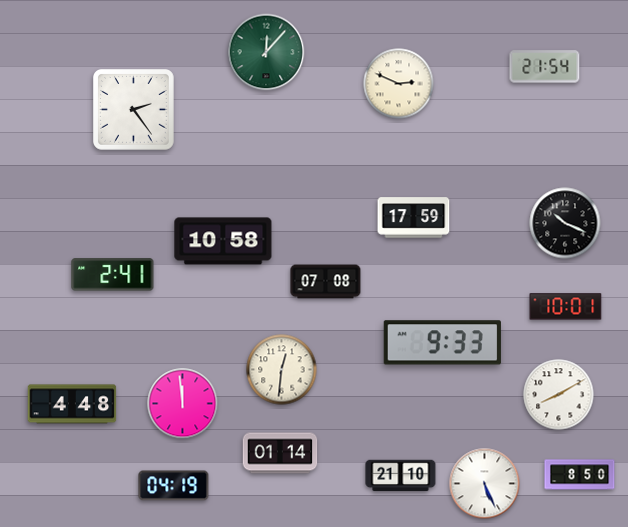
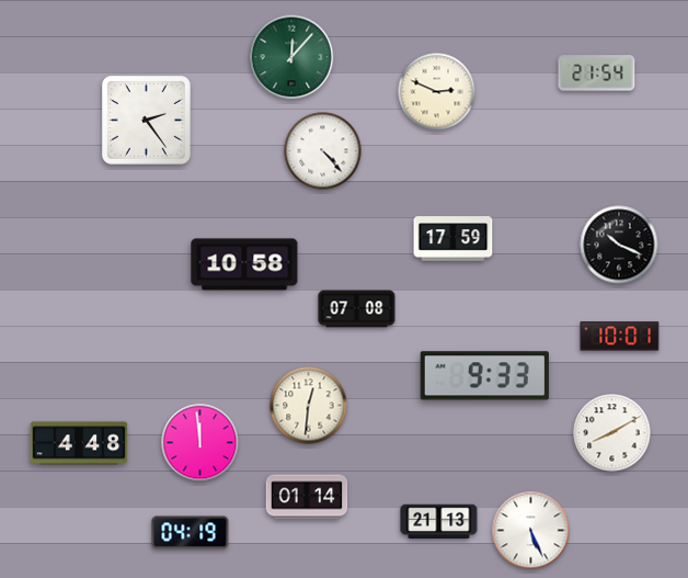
clock at (323, 151): none -> 4:23
clock at (113, 275): 2:41 -> none
clock at (580, 475): 8:50 -> none
clock at (401, 476): 21:10 -> 21:13
